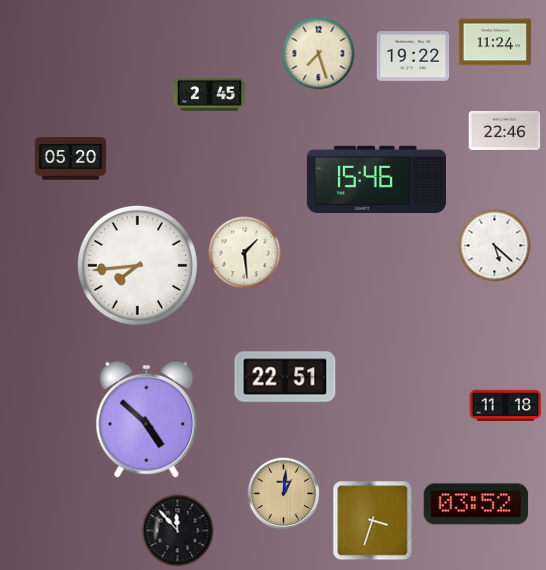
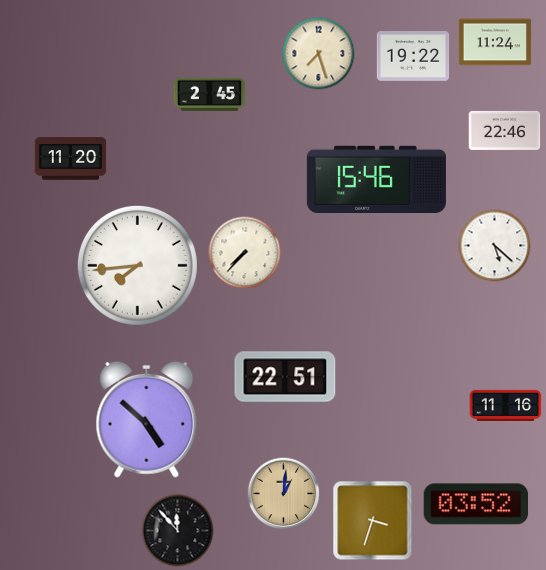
clock at (71, 159): 05:20 -> 11:20
clock at (245, 253): 1:29 -> 7:37
clock at (506, 405): 11:18 -> 11:16
